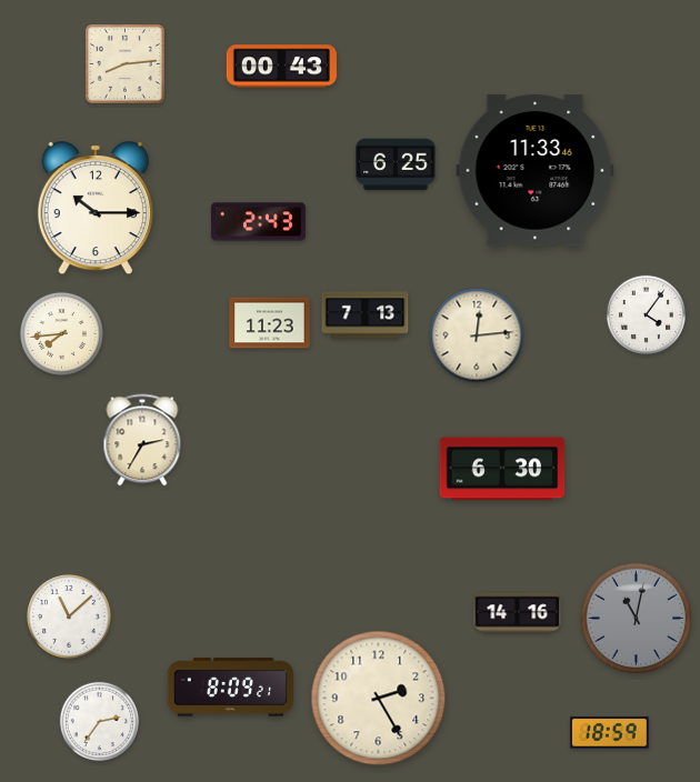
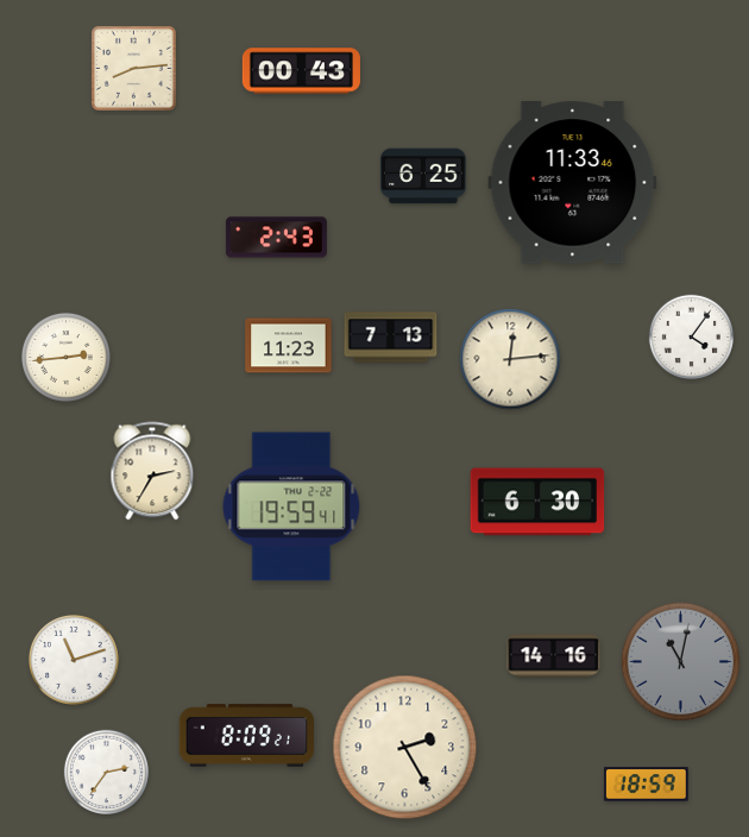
clock at (96, 208): 10:15 -> none
clock at (61, 333): 7:44 -> 2:44
clock at (291, 506): none -> 19:59
clock at (69, 616): 11:08 -> 11:12
clock at (610, 733) position: (610, 733) -> (647, 785)
